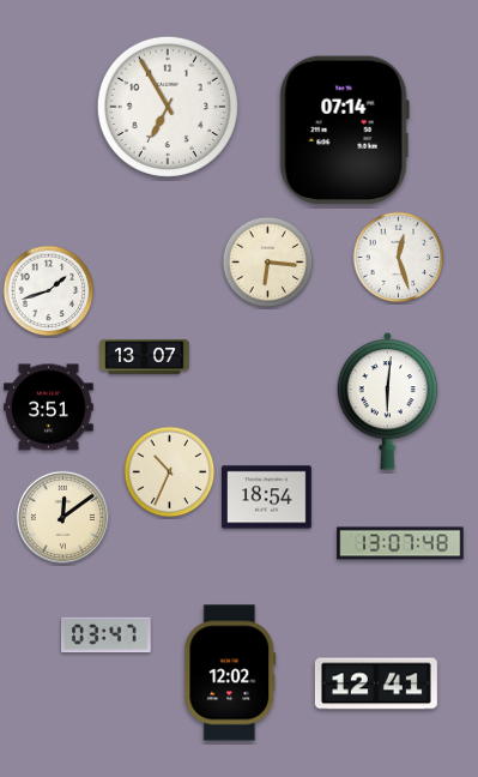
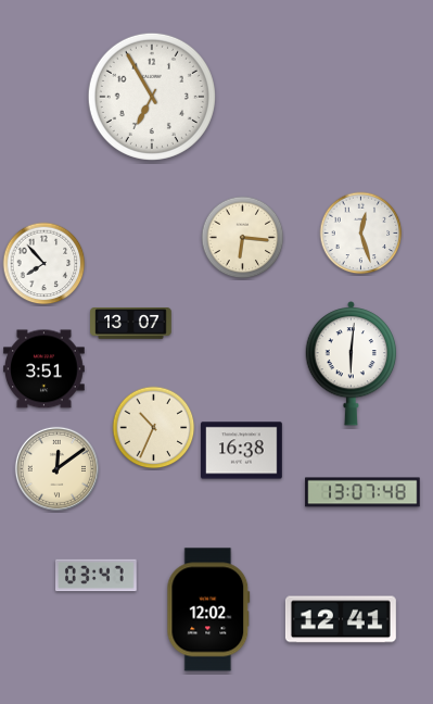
clock at (344, 131): 07:14 -> none
clock at (49, 291): 1:42 -> 7:53
clock at (267, 498): 18:54 -> 16:38
